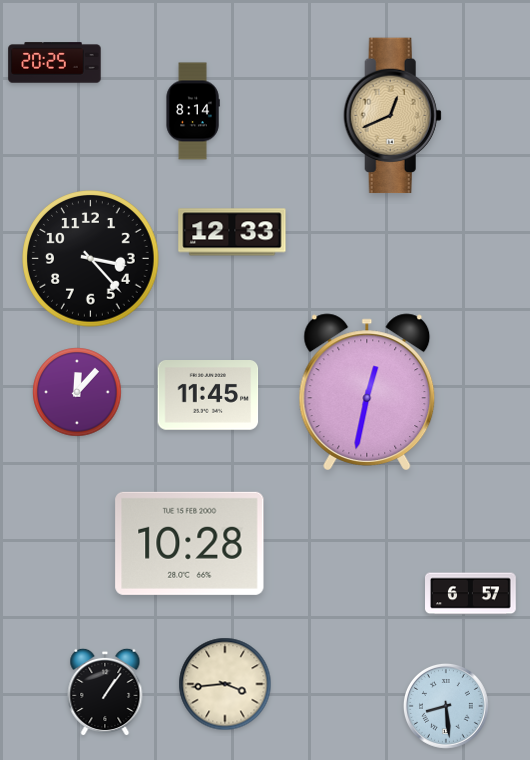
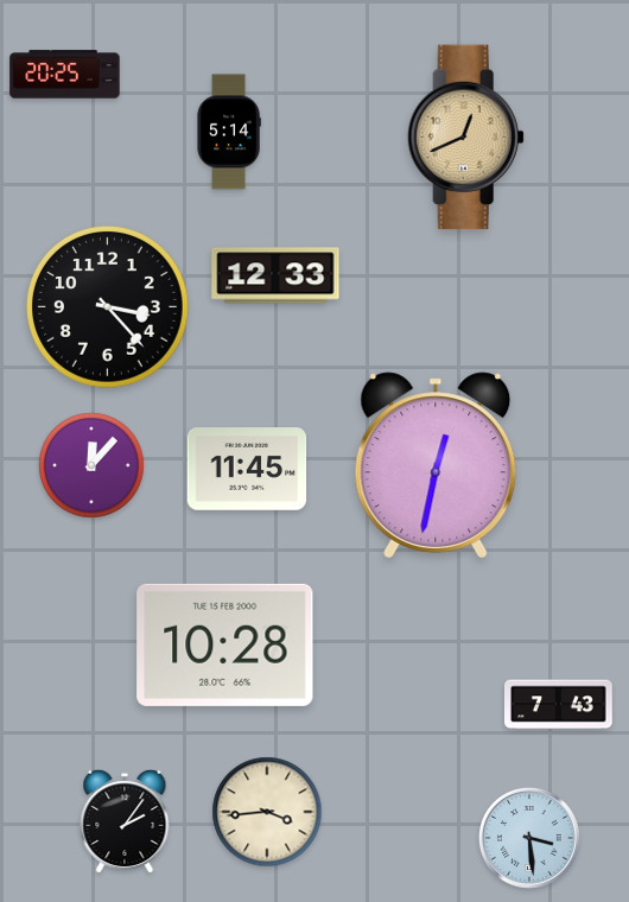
clock at (193, 111): 8:14 -> 5:14
clock at (471, 594): 6:57 -> 7:43
clock at (105, 692): 1:06 -> 2:06
clock at (446, 706): 8:29 -> 3:29
